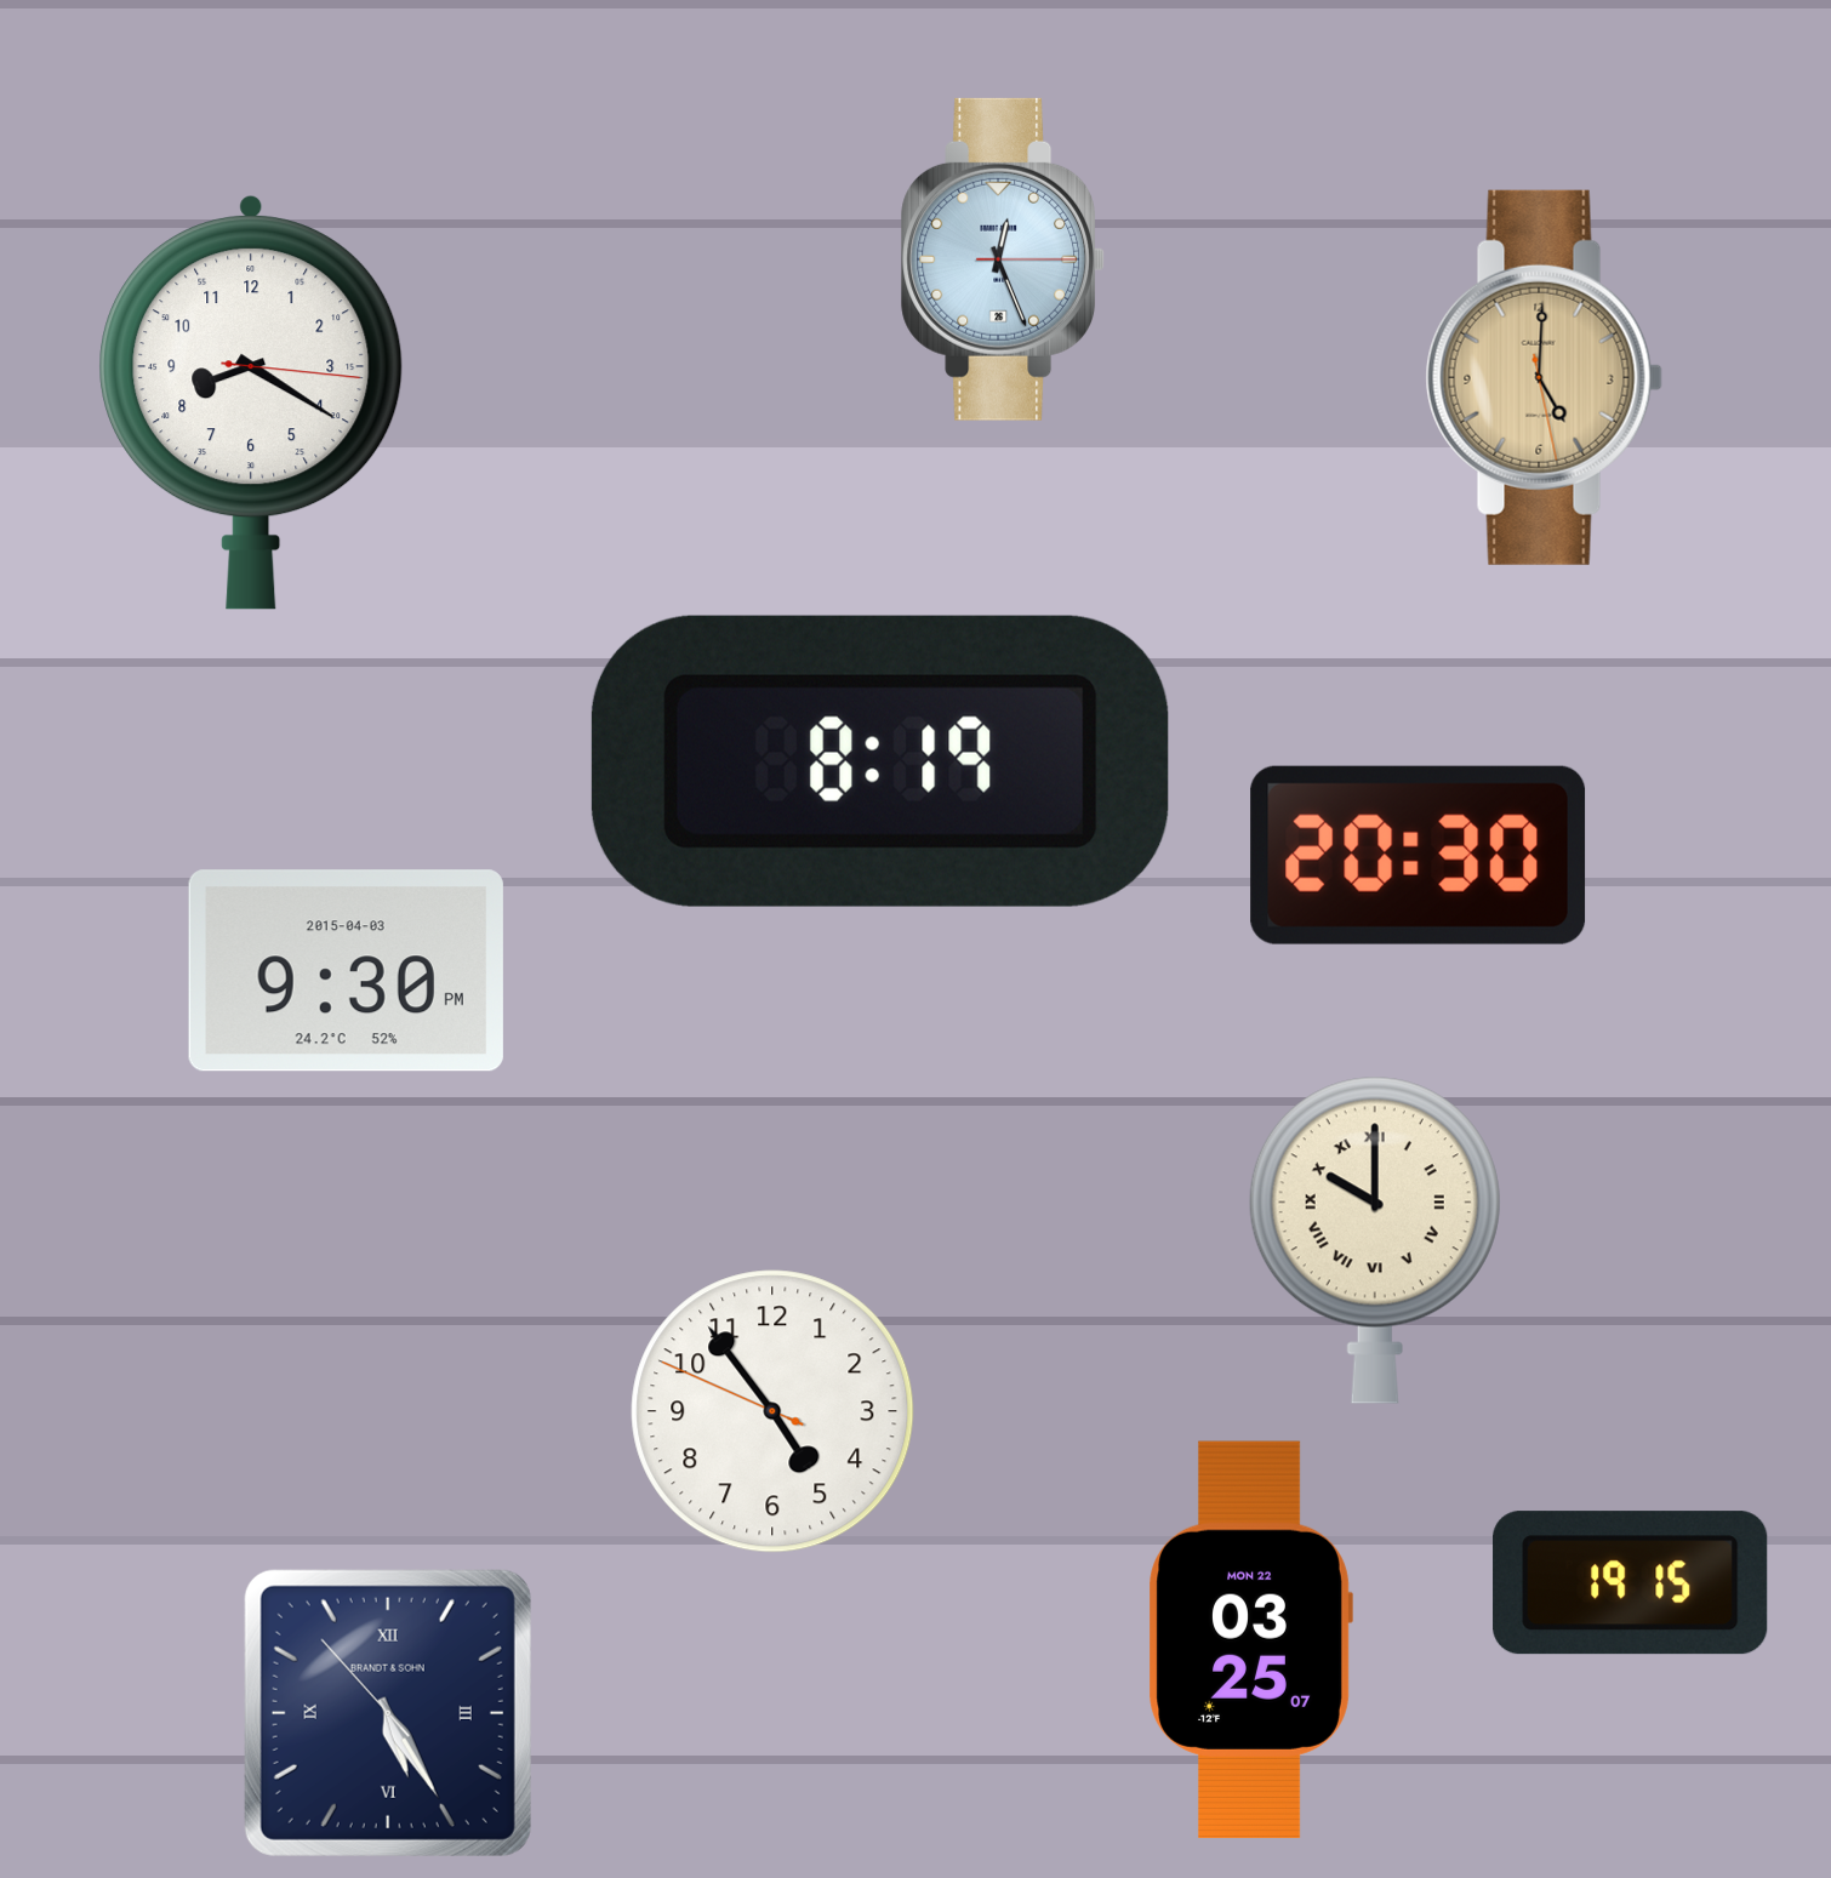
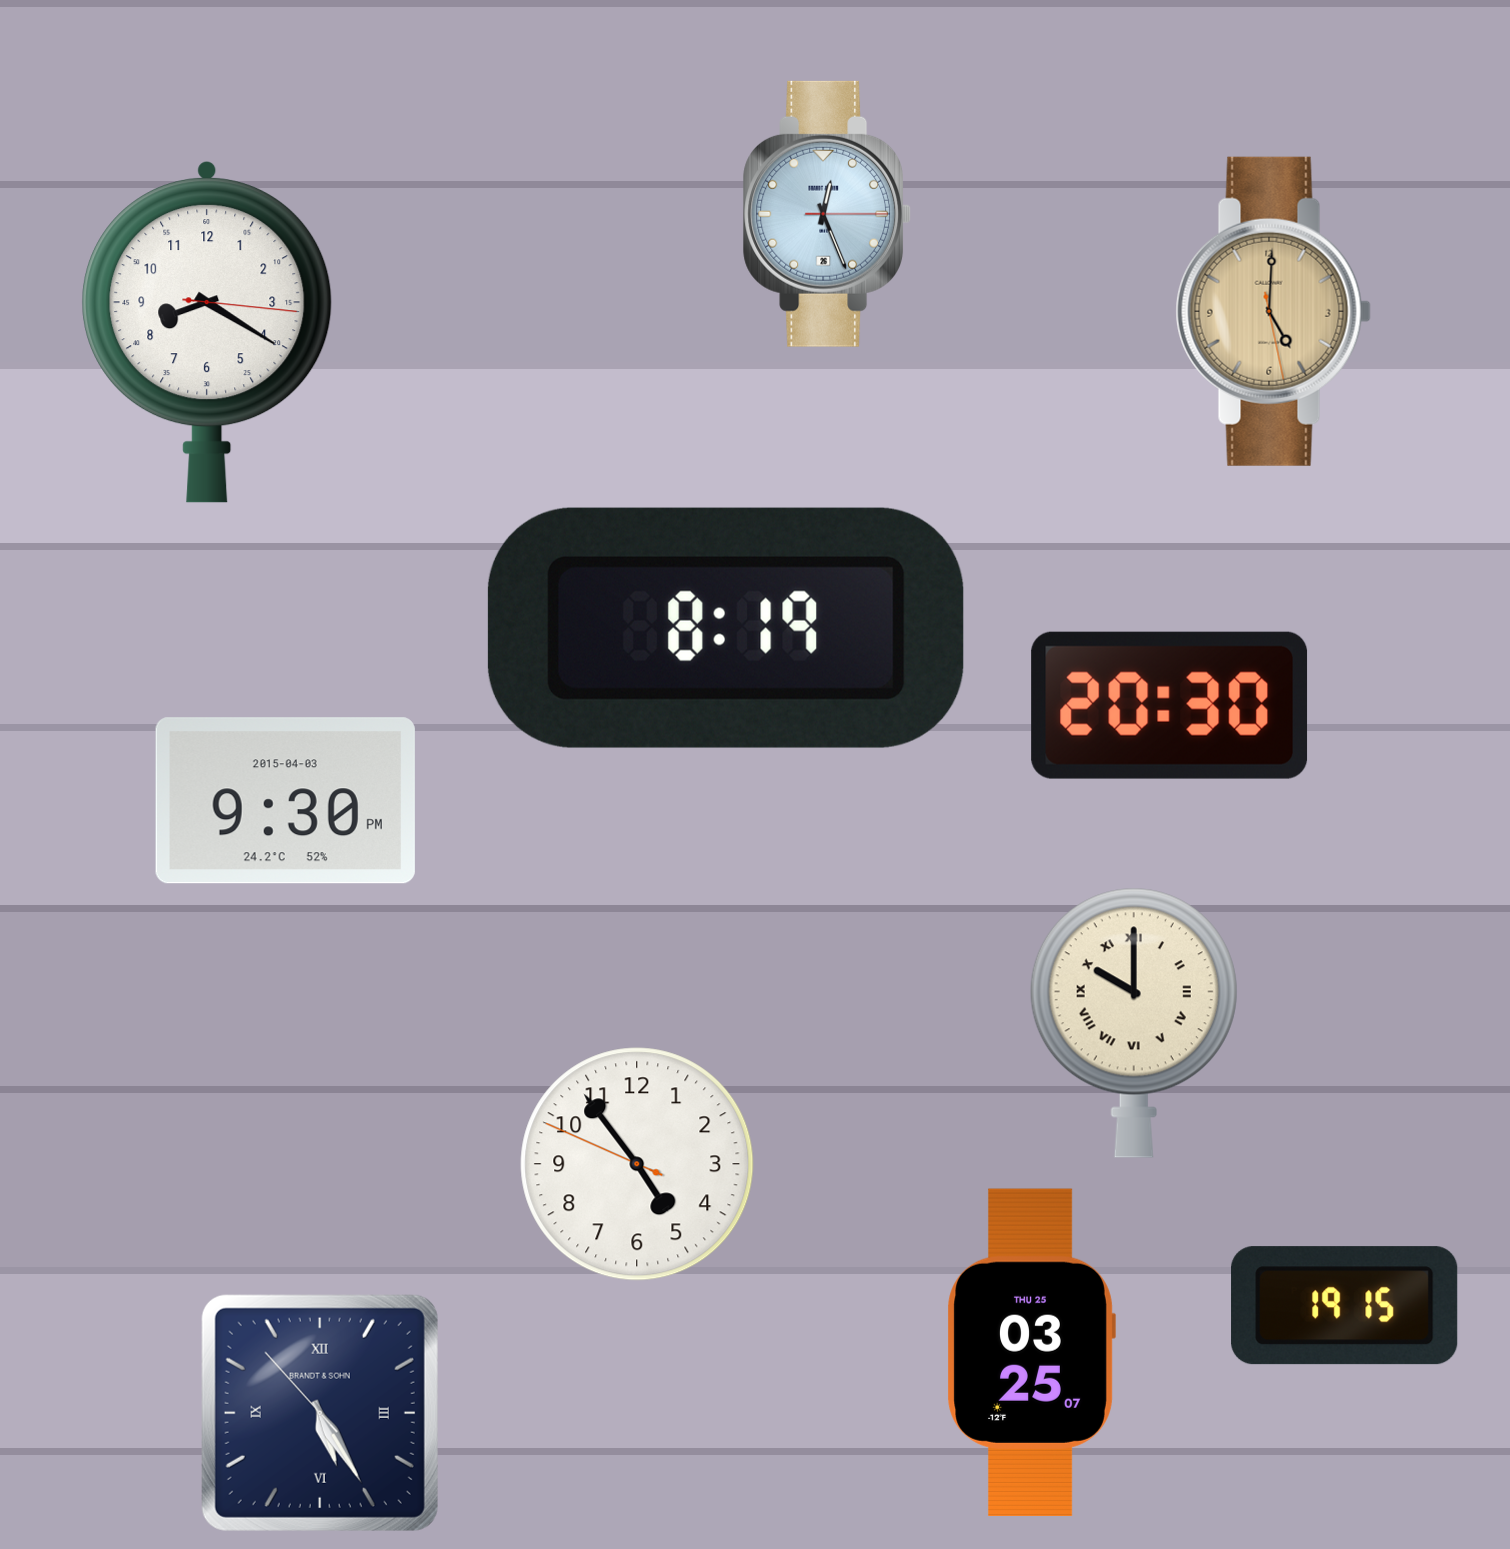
clock at (1250, 1639) date: MON 22 -> THU 25
